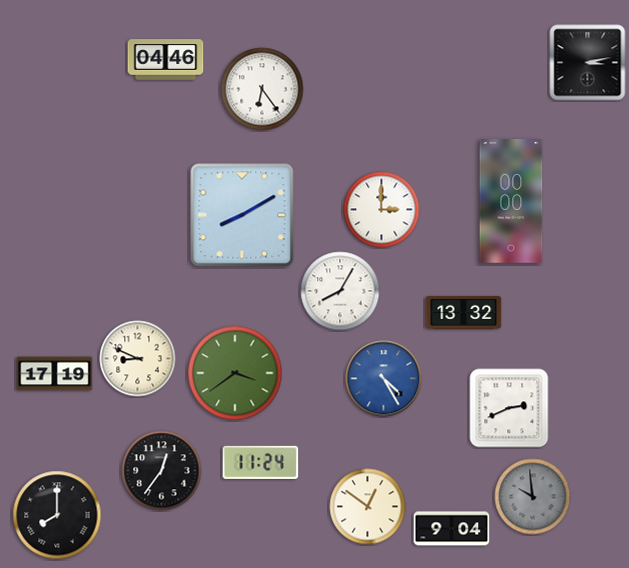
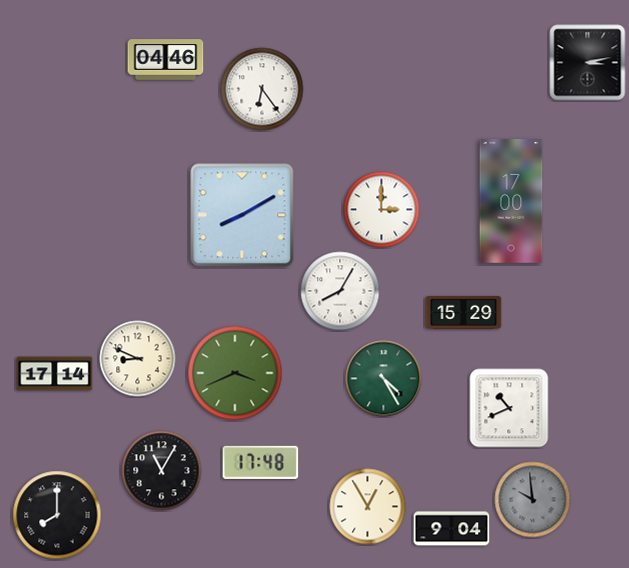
clock at (511, 201): 00:00 -> 17:00
clock at (464, 312): 13:32 -> 15:29
clock at (235, 373): 3:39 -> 3:41
clock at (55, 374): 17:19 -> 17:14
clock at (384, 379) dial: blue -> green
clock at (509, 408): 2:41 -> 10:41
clock at (261, 462): 11:24 -> 17:48
clock at (162, 471): 12:36 -> 11:05
clock at (533, 497) position: (533, 497) -> (533, 500)
clock at (368, 507): 12:51 -> 12:55
